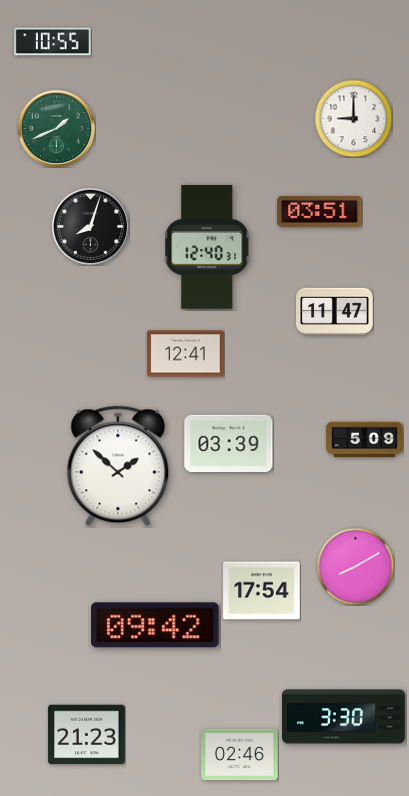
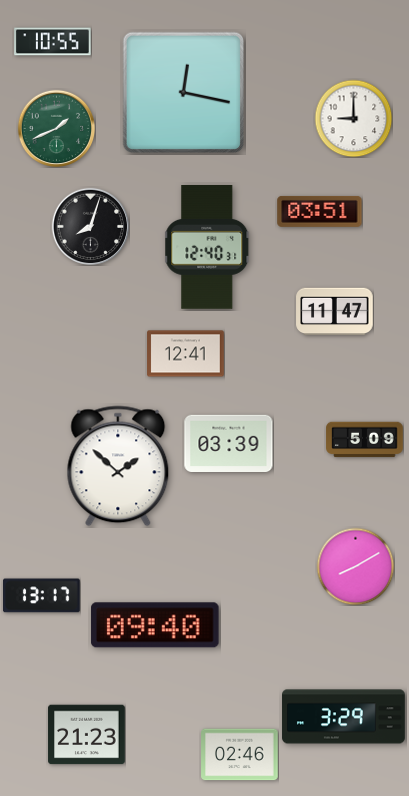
clock at (183, 92): none -> 12:17
clock at (262, 591): 17:54 -> none
clock at (42, 596): none -> 13:17
clock at (155, 625): 09:42 -> 09:40
clock at (344, 717): 3:30 -> 3:29
